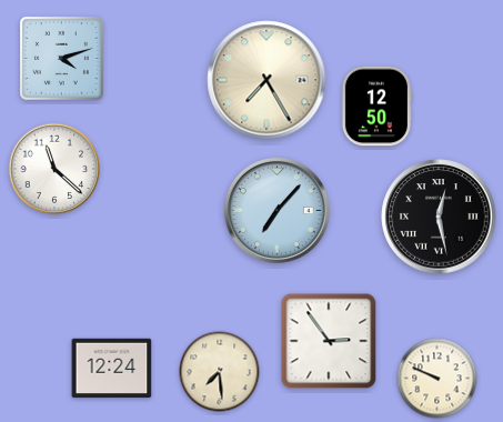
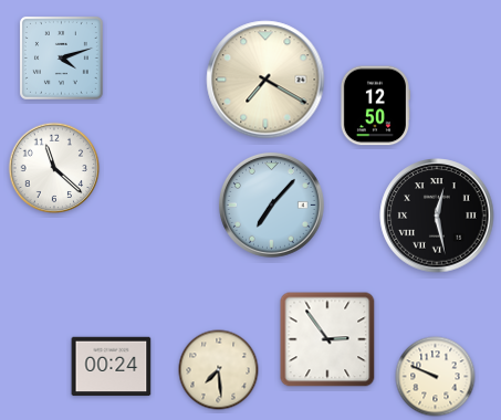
clock at (266, 80): 7:25 -> 7:20
clock at (276, 210) position: (276, 210) -> (271, 204)
clock at (112, 369): 12:24 -> 00:24
